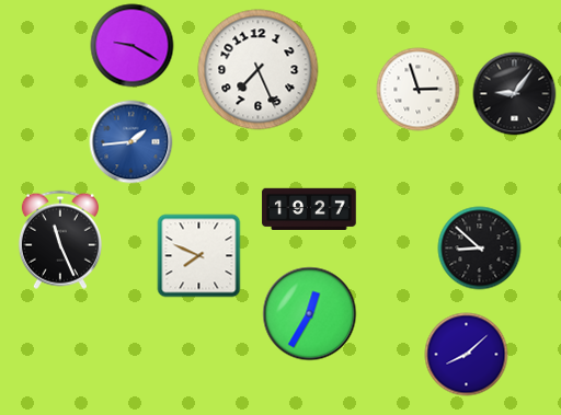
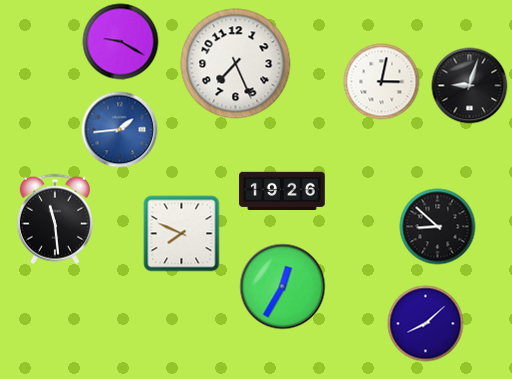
clock at (419, 90): 2:57 -> 3:02
clock at (515, 94): 9:06 -> 9:03
clock at (309, 208): 19:27 -> 19:26
clock at (60, 240): 11:26 -> 11:29
